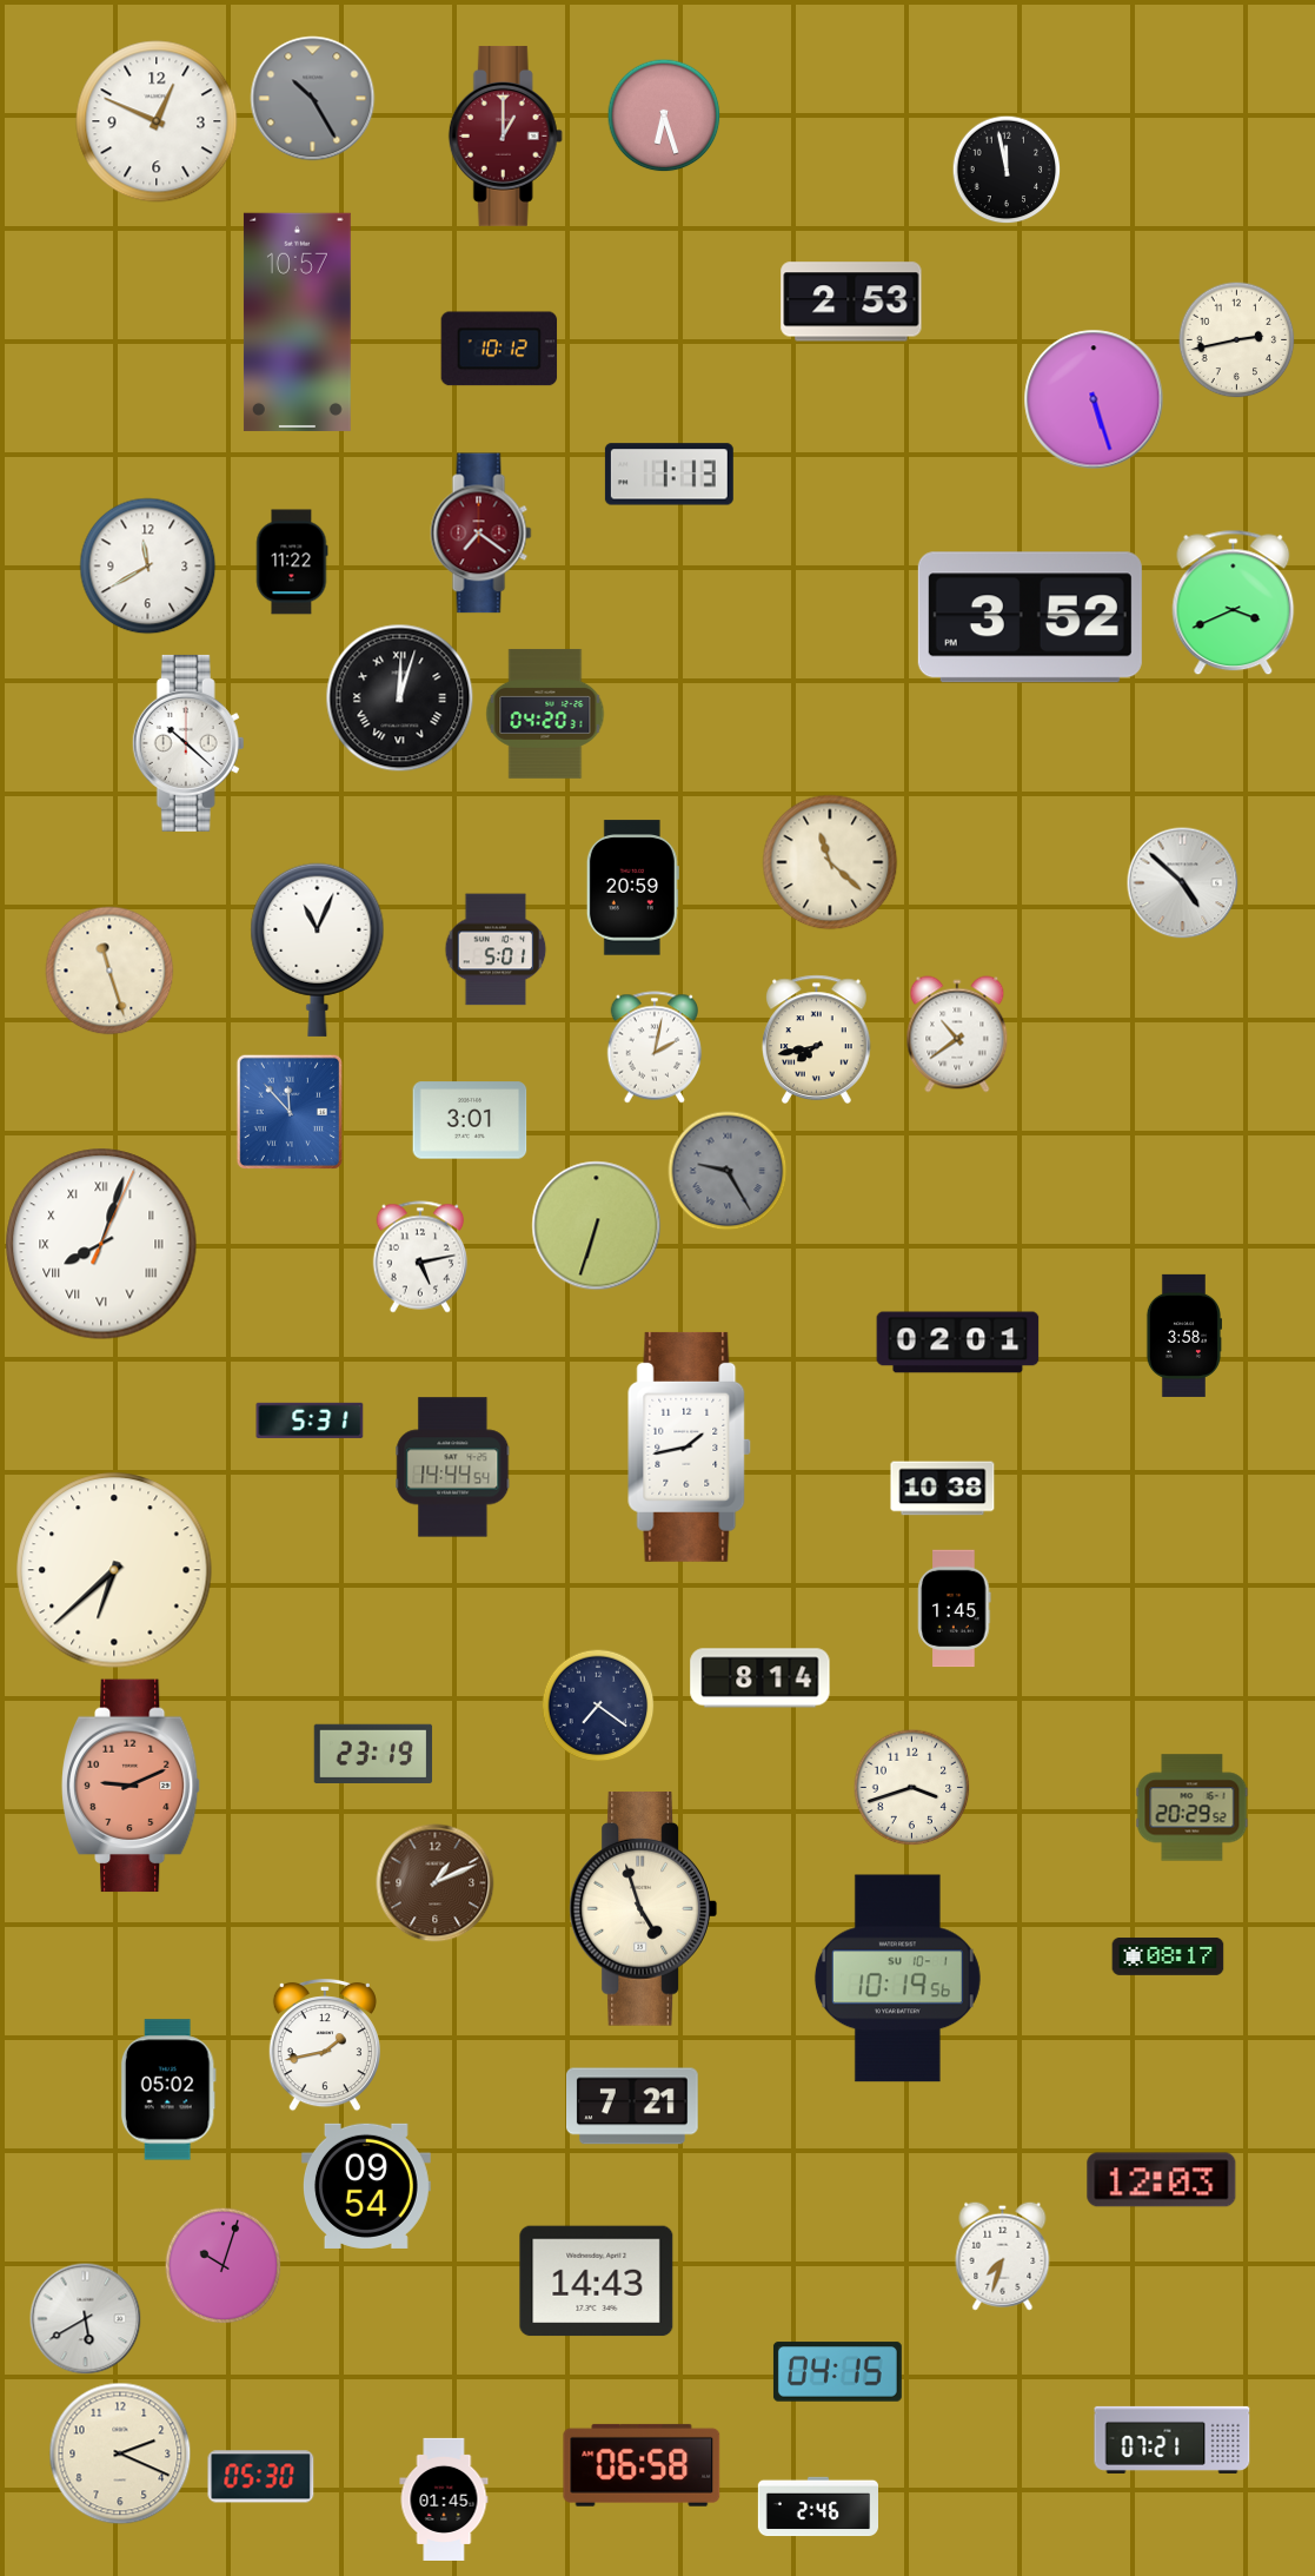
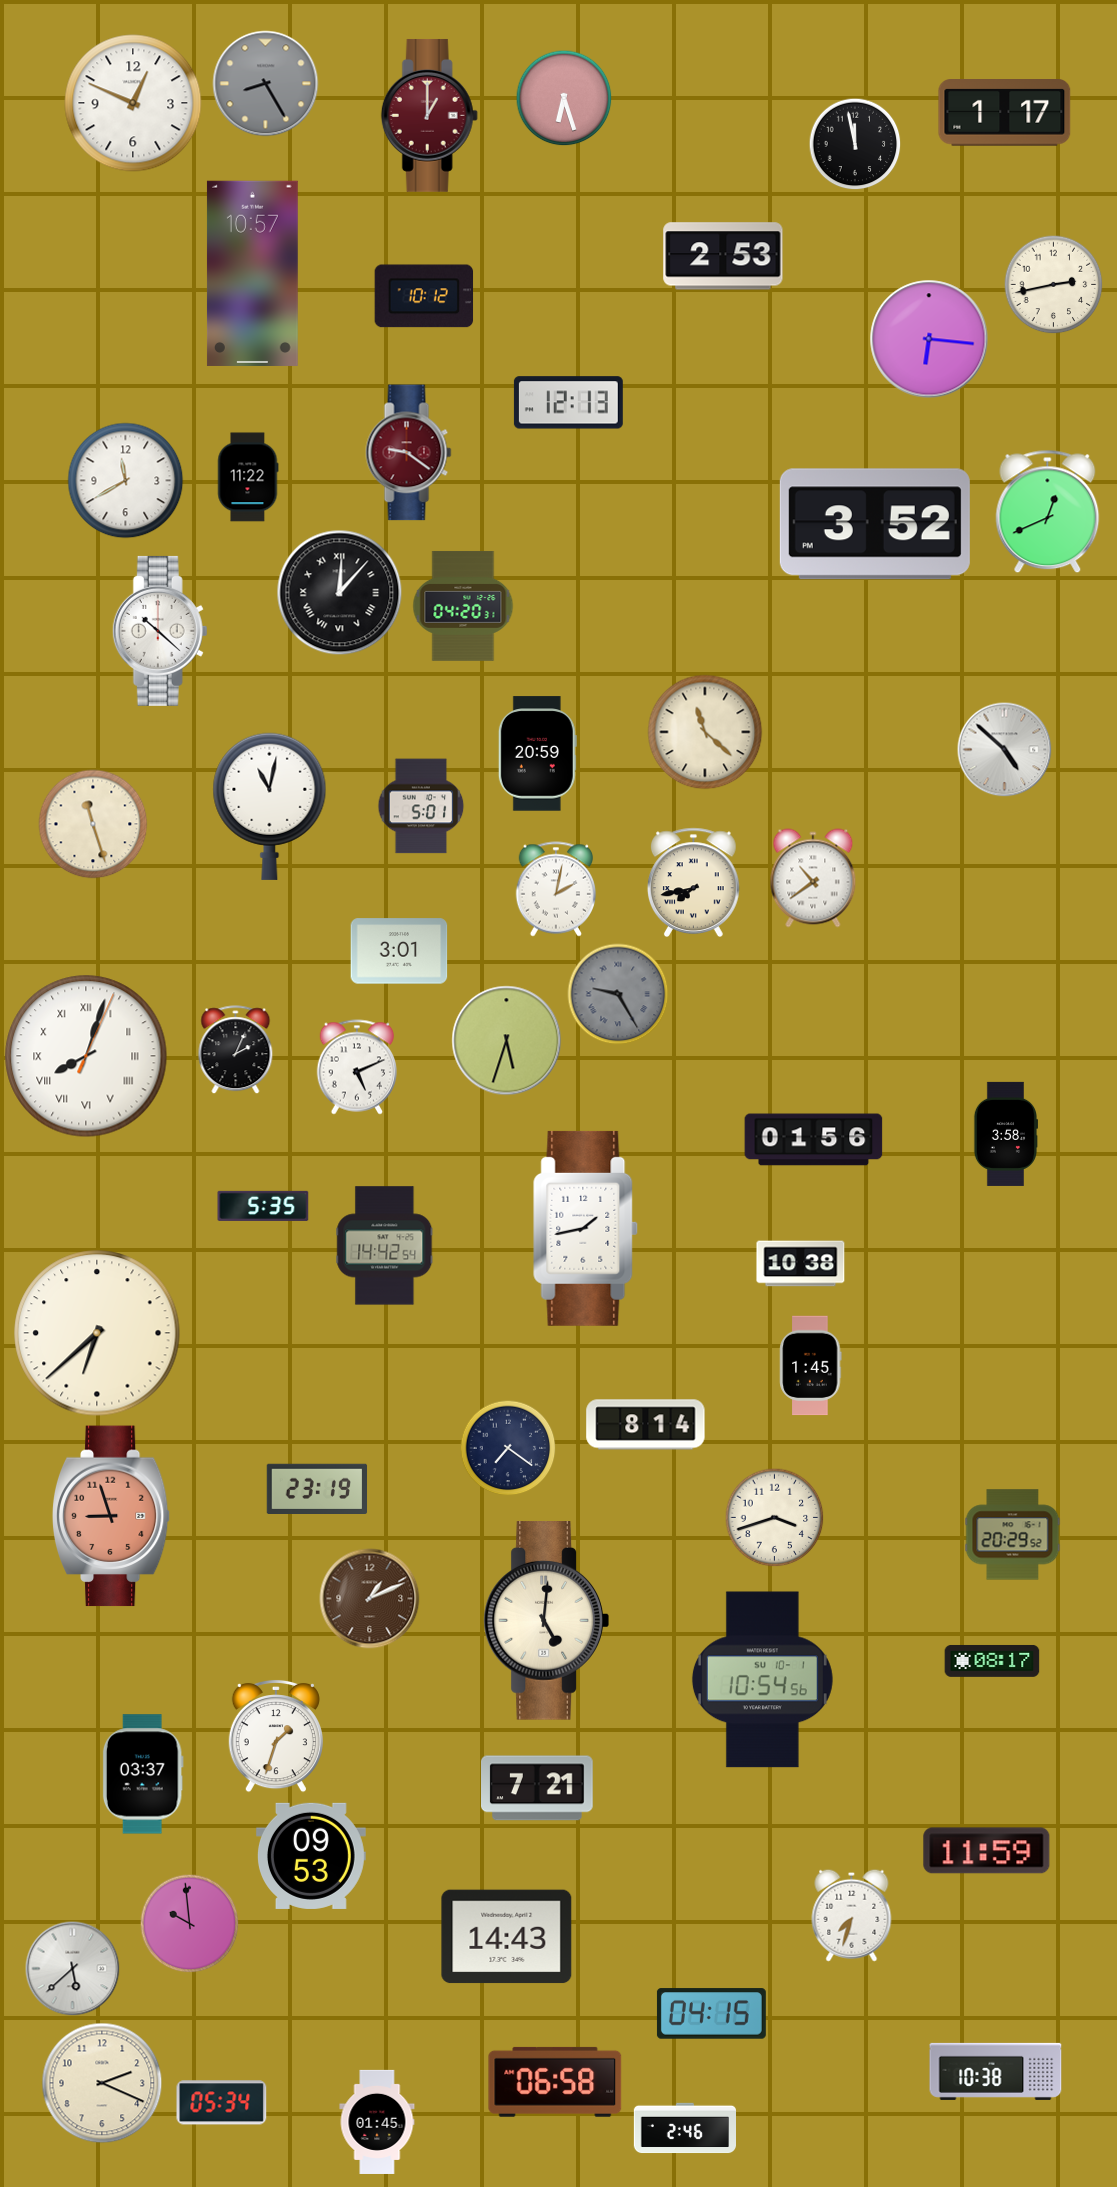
clock at (313, 99): 10:25 -> 8:25
clock at (1005, 113): none -> 1:17
clock at (1237, 340) position: (1237, 340) -> (1054, 285)
clock at (1094, 399): 5:27 -> 6:16
clock at (669, 475): 1:13 -> 12:13
clock at (481, 534): 7:21 -> 9:21
clock at (1234, 603): 3:41 -> 12:41
clock at (400, 698): 12:03 -> 12:07
clock at (318, 949): 11:04 -> 11:02
clock at (290, 1112): 11:53 -> none
clock at (597, 1226): 6:33 -> 5:33
clock at (236, 1050): none -> 2:04
clock at (420, 1257): 5:13 -> 5:11
clock at (958, 1343): 02:01 -> 01:56
clock at (310, 1421): 5:31 -> 5:35
clock at (453, 1468): 14:44 -> 14:42
clock at (131, 1786): 9:11 -> 8:57
clock at (643, 1909): 4:57 -> 5:01
clock at (897, 1979): 10:19 -> 10:54
clock at (325, 2045): 1:43 -> 1:33
clock at (168, 2090): 05:02 -> 03:37
clock at (1162, 2180): 12:03 -> 11:59
clock at (366, 2186): 09:54 -> 09:53
clock at (224, 2266): 10:03 -> 9:59
clock at (85, 2318): 5:40 -> 5:38
clock at (1173, 2439): 07:21 -> 10:38
clock at (642, 2465) position: (642, 2465) -> (555, 2082)
clock at (261, 2477): 05:30 -> 05:34
clock at (817, 2507) position: (817, 2507) -> (684, 2128)
